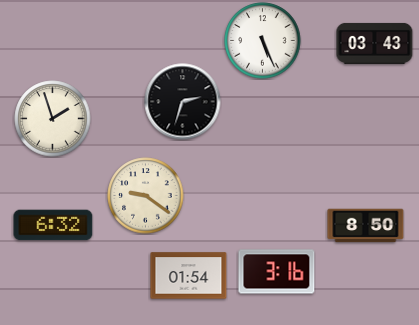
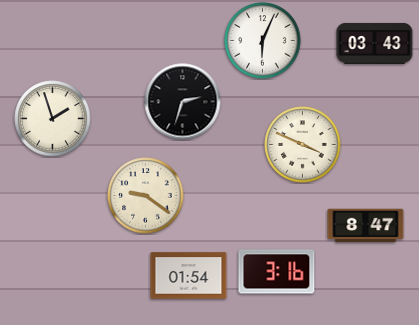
clock at (263, 41): 5:26 -> 6:04
clock at (303, 145): none -> 3:49
clock at (53, 225): 6:32 -> none
clock at (366, 226): 8:50 -> 8:47
